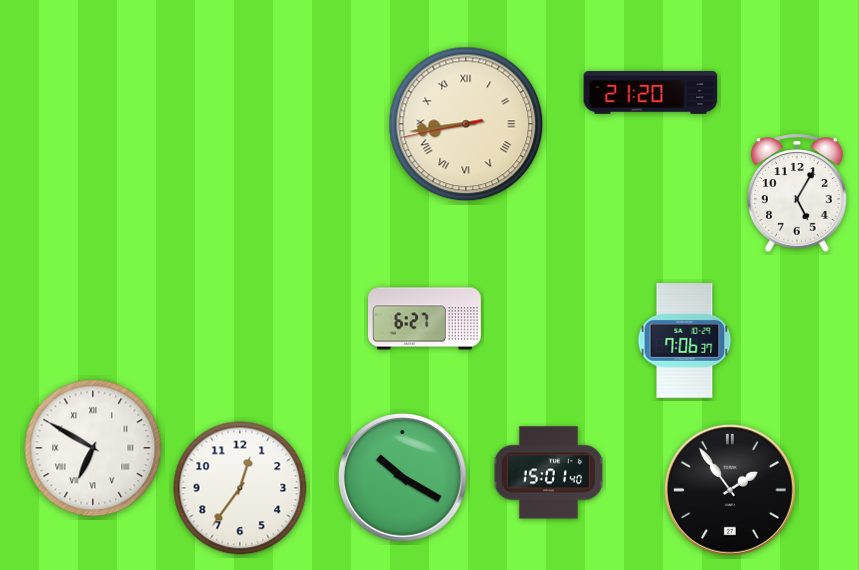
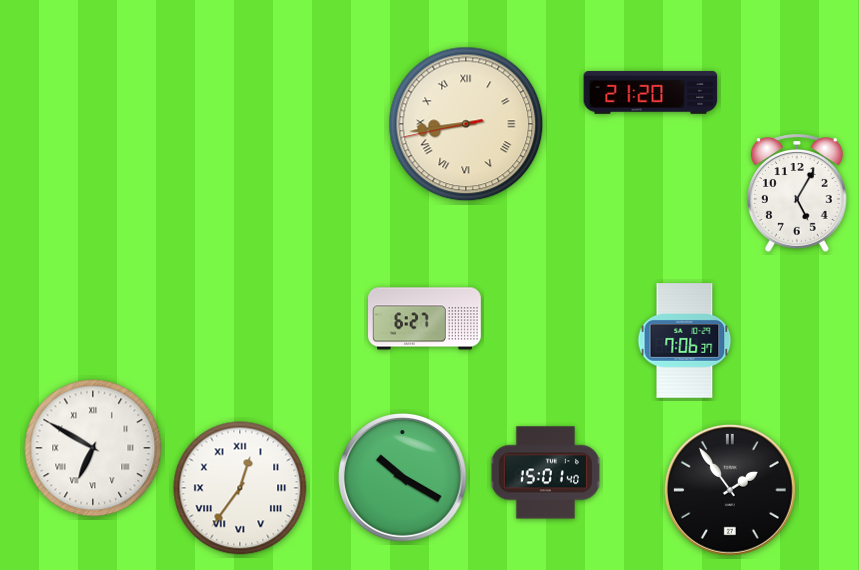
clock at (548, 473) position: (548, 473) -> (545, 473)
clock at (240, 488) numerals: Arabic -> Roman
